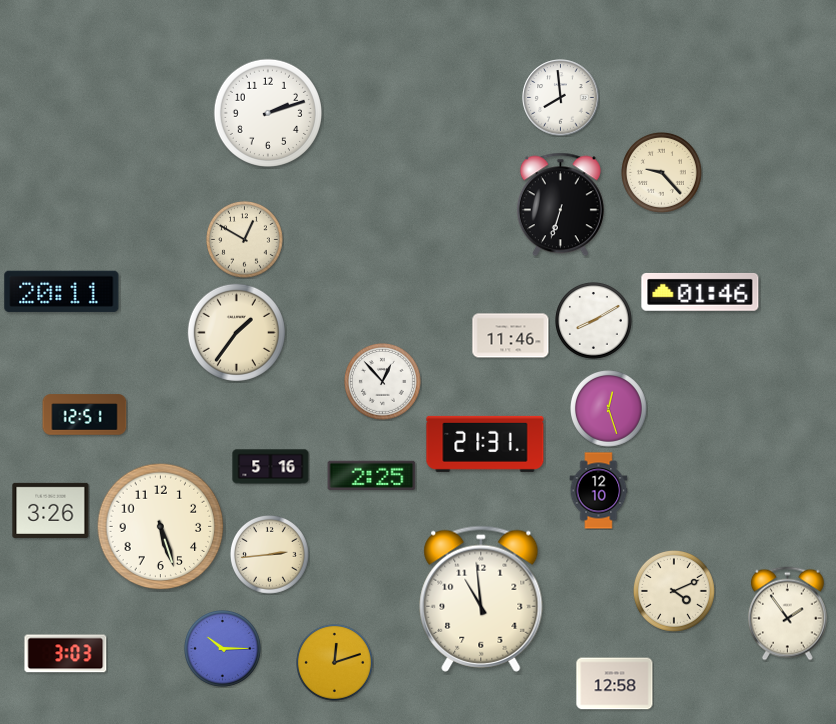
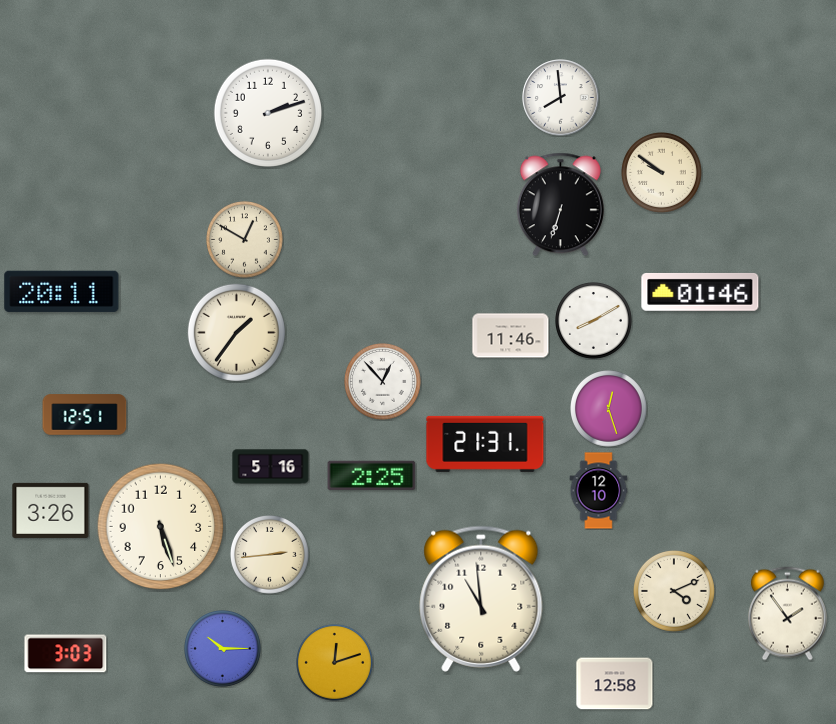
clock at (661, 172): 9:23 -> 9:51
